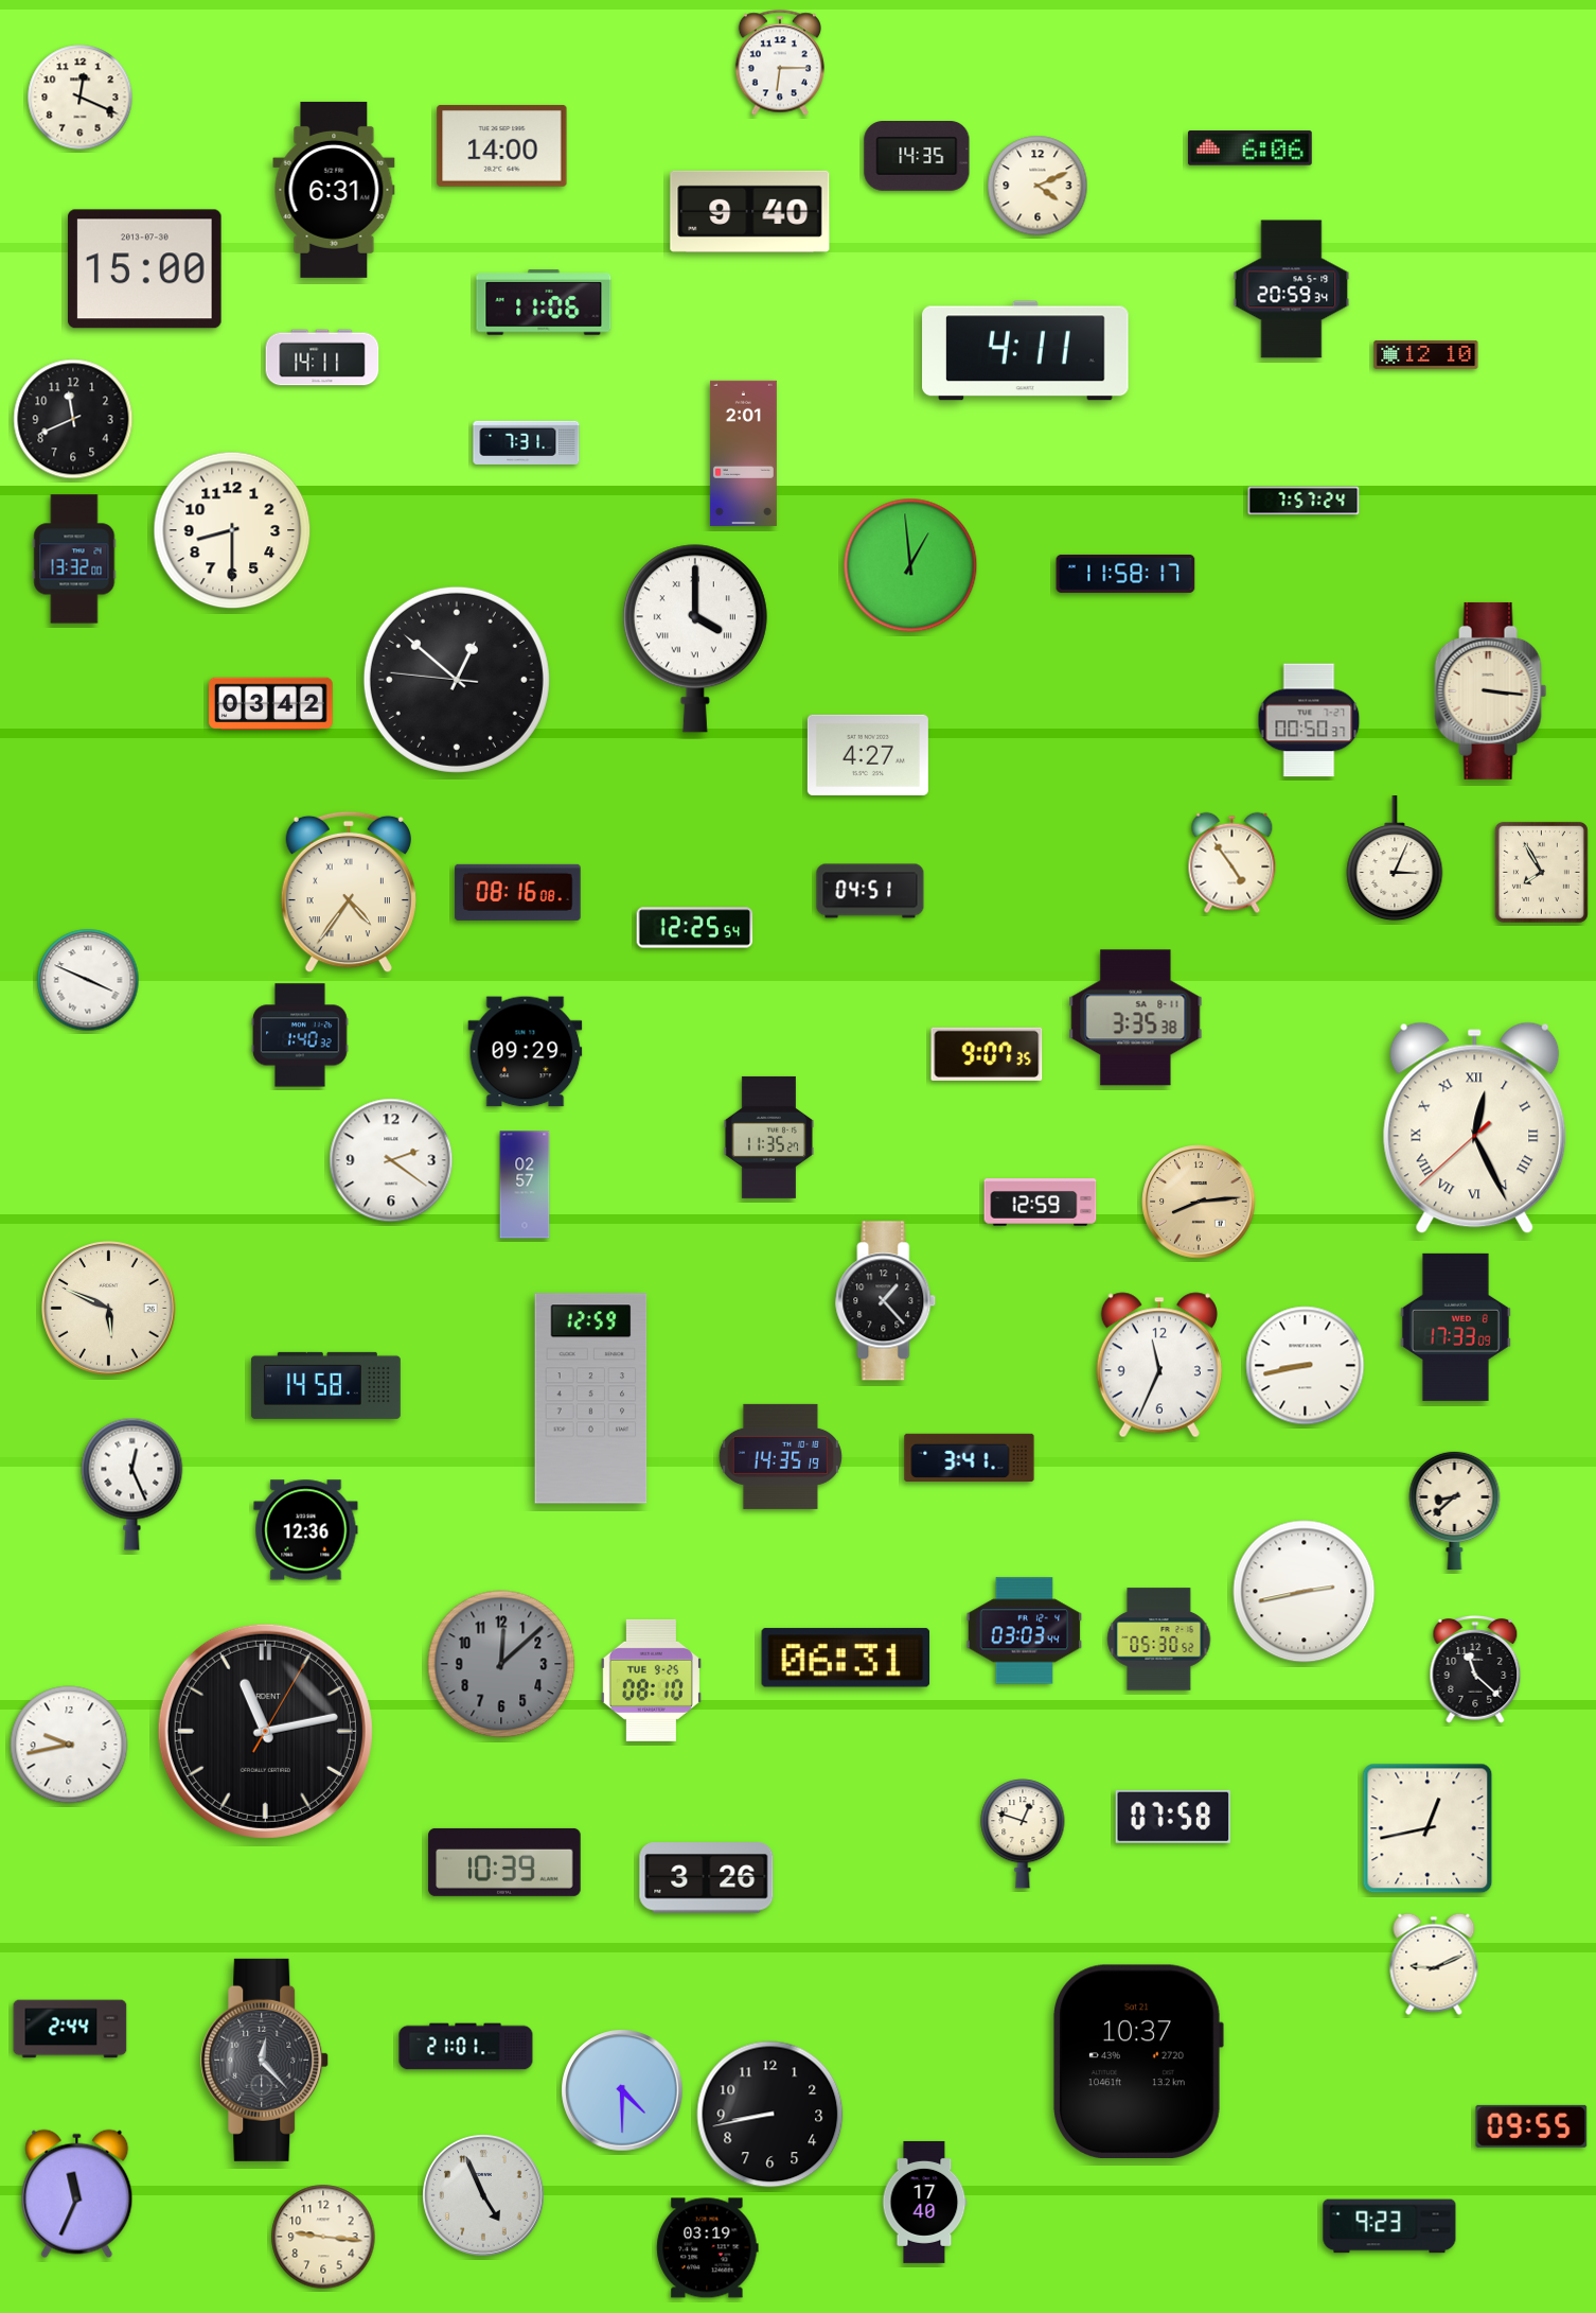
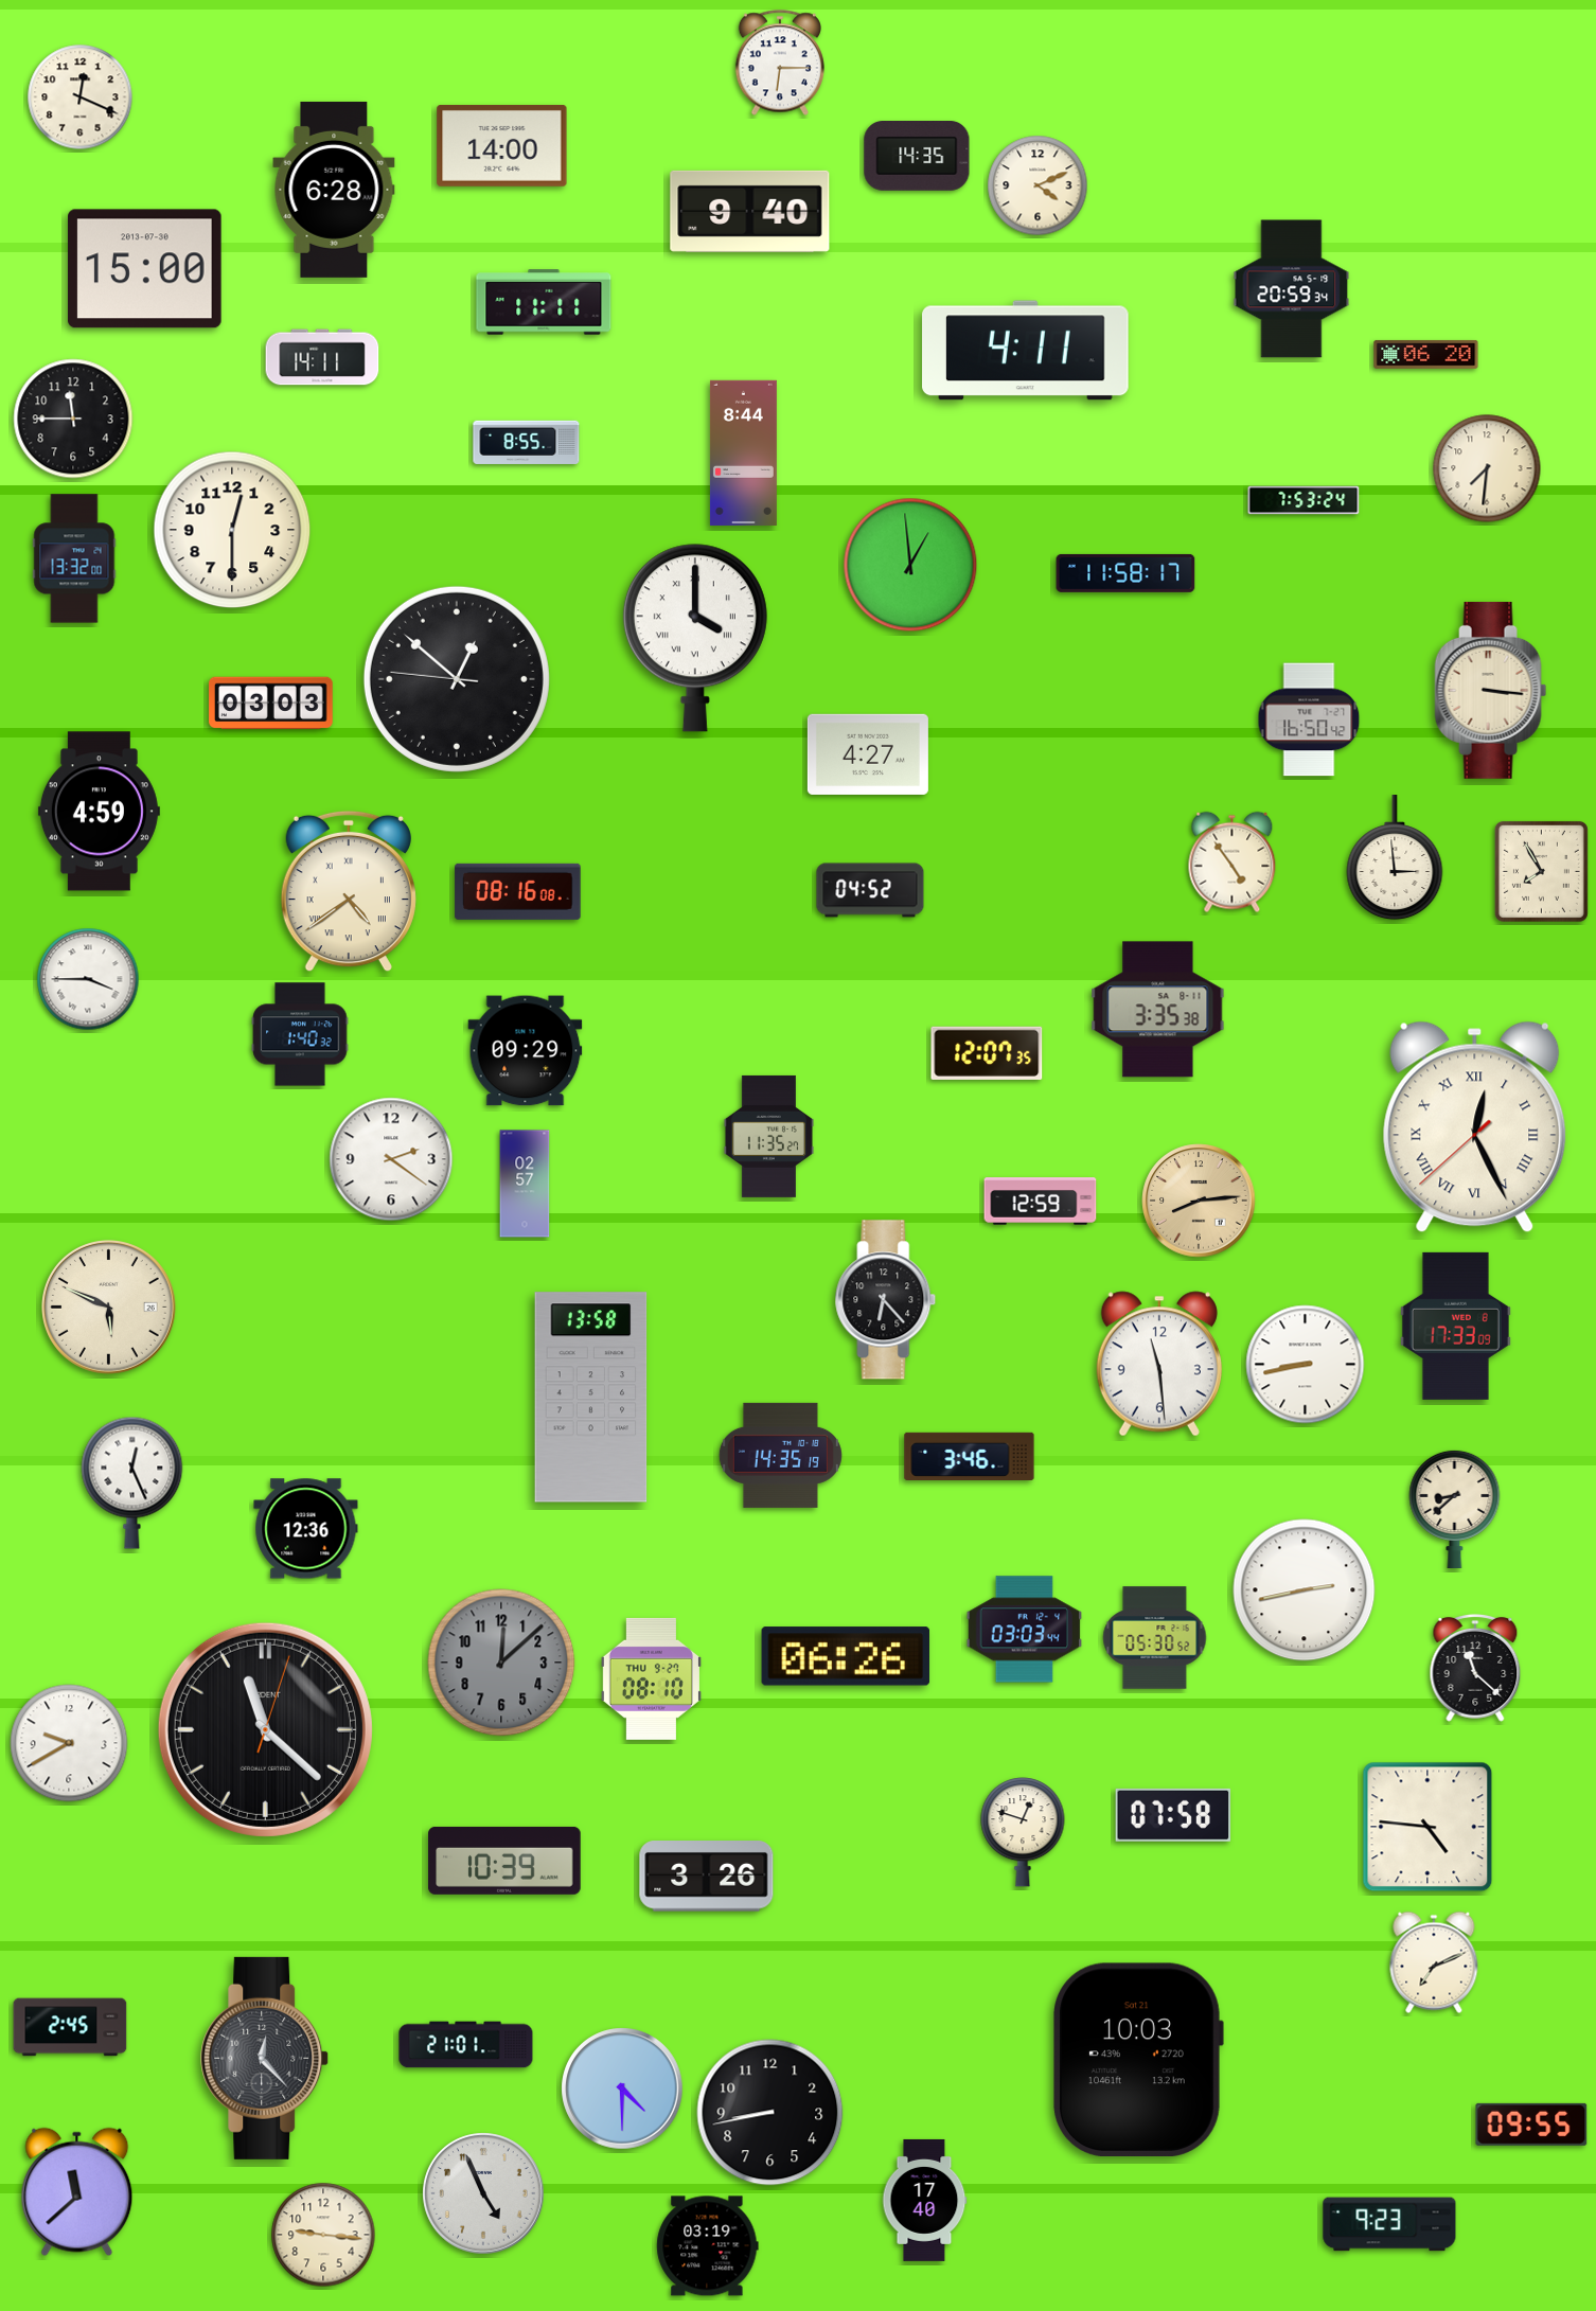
clock at (1249, 148): 6:06 -> none
clock at (334, 190): 6:31 -> 6:28
clock at (544, 302): 11:06 -> 11:11
clock at (1426, 354): 12:10 -> 06:20
clock at (73, 419): 11:41 -> 11:45
clock at (527, 442): 7:31 -> 8:55
clock at (743, 453): 2:01 -> 8:44
clock at (1487, 468): none -> 7:31
clock at (1304, 501): 7:57 -> 7:53
clock at (232, 530): 8:30 -> 12:30
clock at (271, 704): 03:42 -> 03:03
clock at (1309, 720): 00:50 -> 16:50
clock at (99, 812): none -> 4:59
clock at (1395, 859): 3:04 -> 2:59
clock at (870, 891): 04:51 -> 04:52
clock at (349, 892): 4:36 -> 4:39
clock at (695, 928): 12:25 -> none
clock at (88, 980): 3:49 -> 3:45
clock at (1136, 1018) position: (1136, 1018) -> (1158, 1010)
clock at (987, 1054): 9:07 -> 12:07
clock at (886, 1301): 1:23 -> 6:23
clock at (1159, 1365): 11:34 -> 11:29
clock at (325, 1385): 14:58 -> none
clock at (591, 1399): 12:59 -> 13:58
clock at (970, 1457): 3:41 -> 3:46
clock at (1159, 1640) position: (1159, 1640) -> (1155, 1638)
clock at (846, 1658): 06:31 -> 06:26
clock at (651, 1680) date: TUE 9-25 -> THU 9-27
clock at (265, 1731): 11:13 -> 11:22
clock at (69, 1745): 9:43 -> 9:40
clock at (1427, 1828): 12:43 -> 4:46
clock at (1434, 1964): 9:11 -> 7:11
clock at (70, 2029): 2:44 -> 2:45
clock at (1137, 2061): 10:37 -> 10:03
clock at (77, 2194): 11:34 -> 11:38
